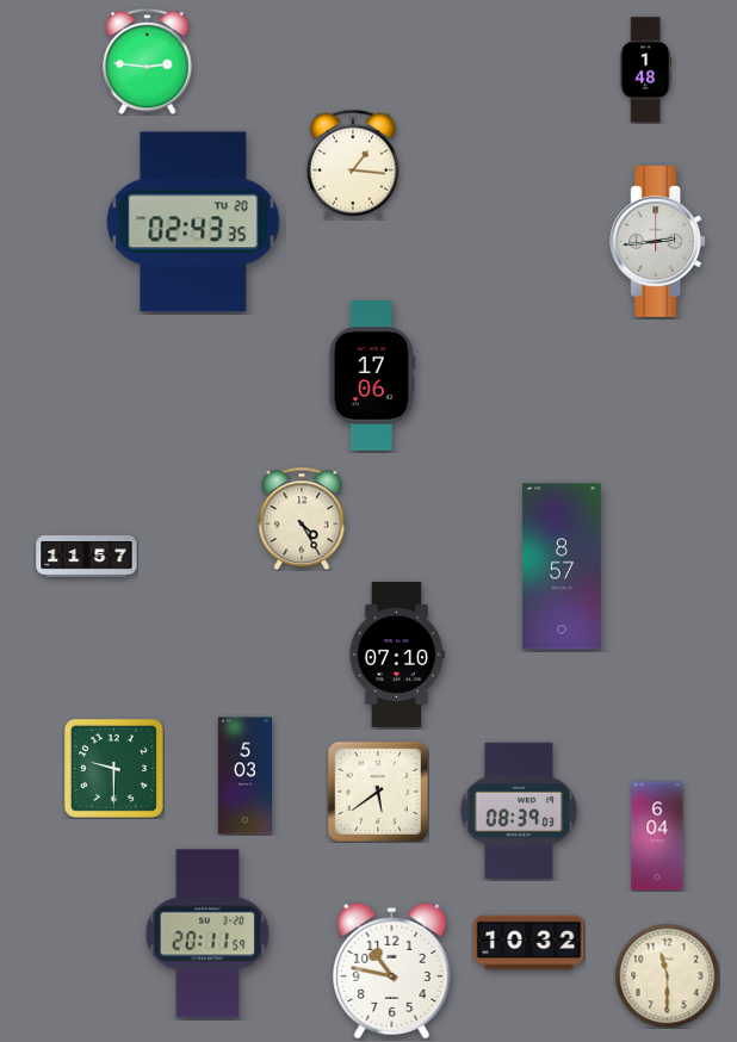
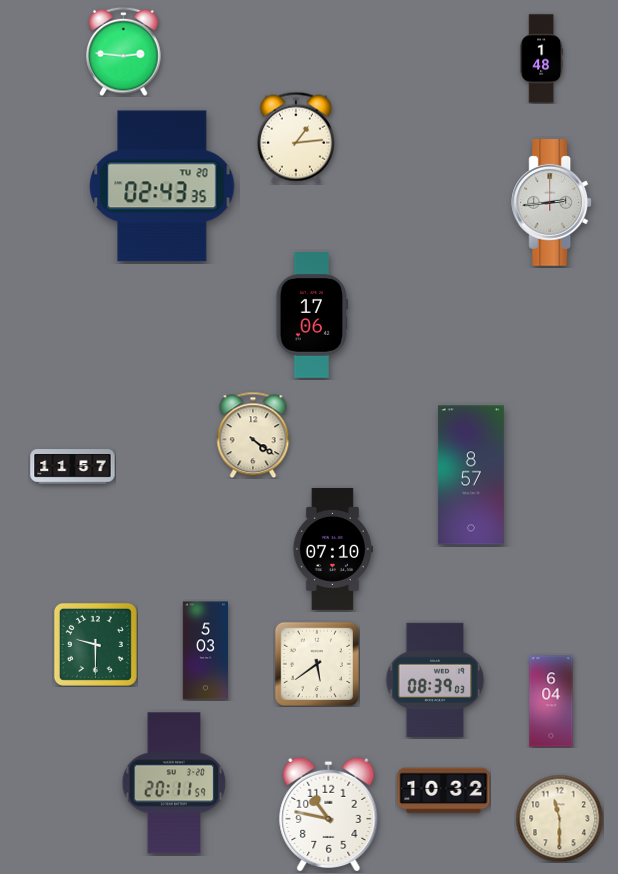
clock at (353, 165): 1:16 -> 1:14
clock at (302, 519): 4:25 -> 4:21
